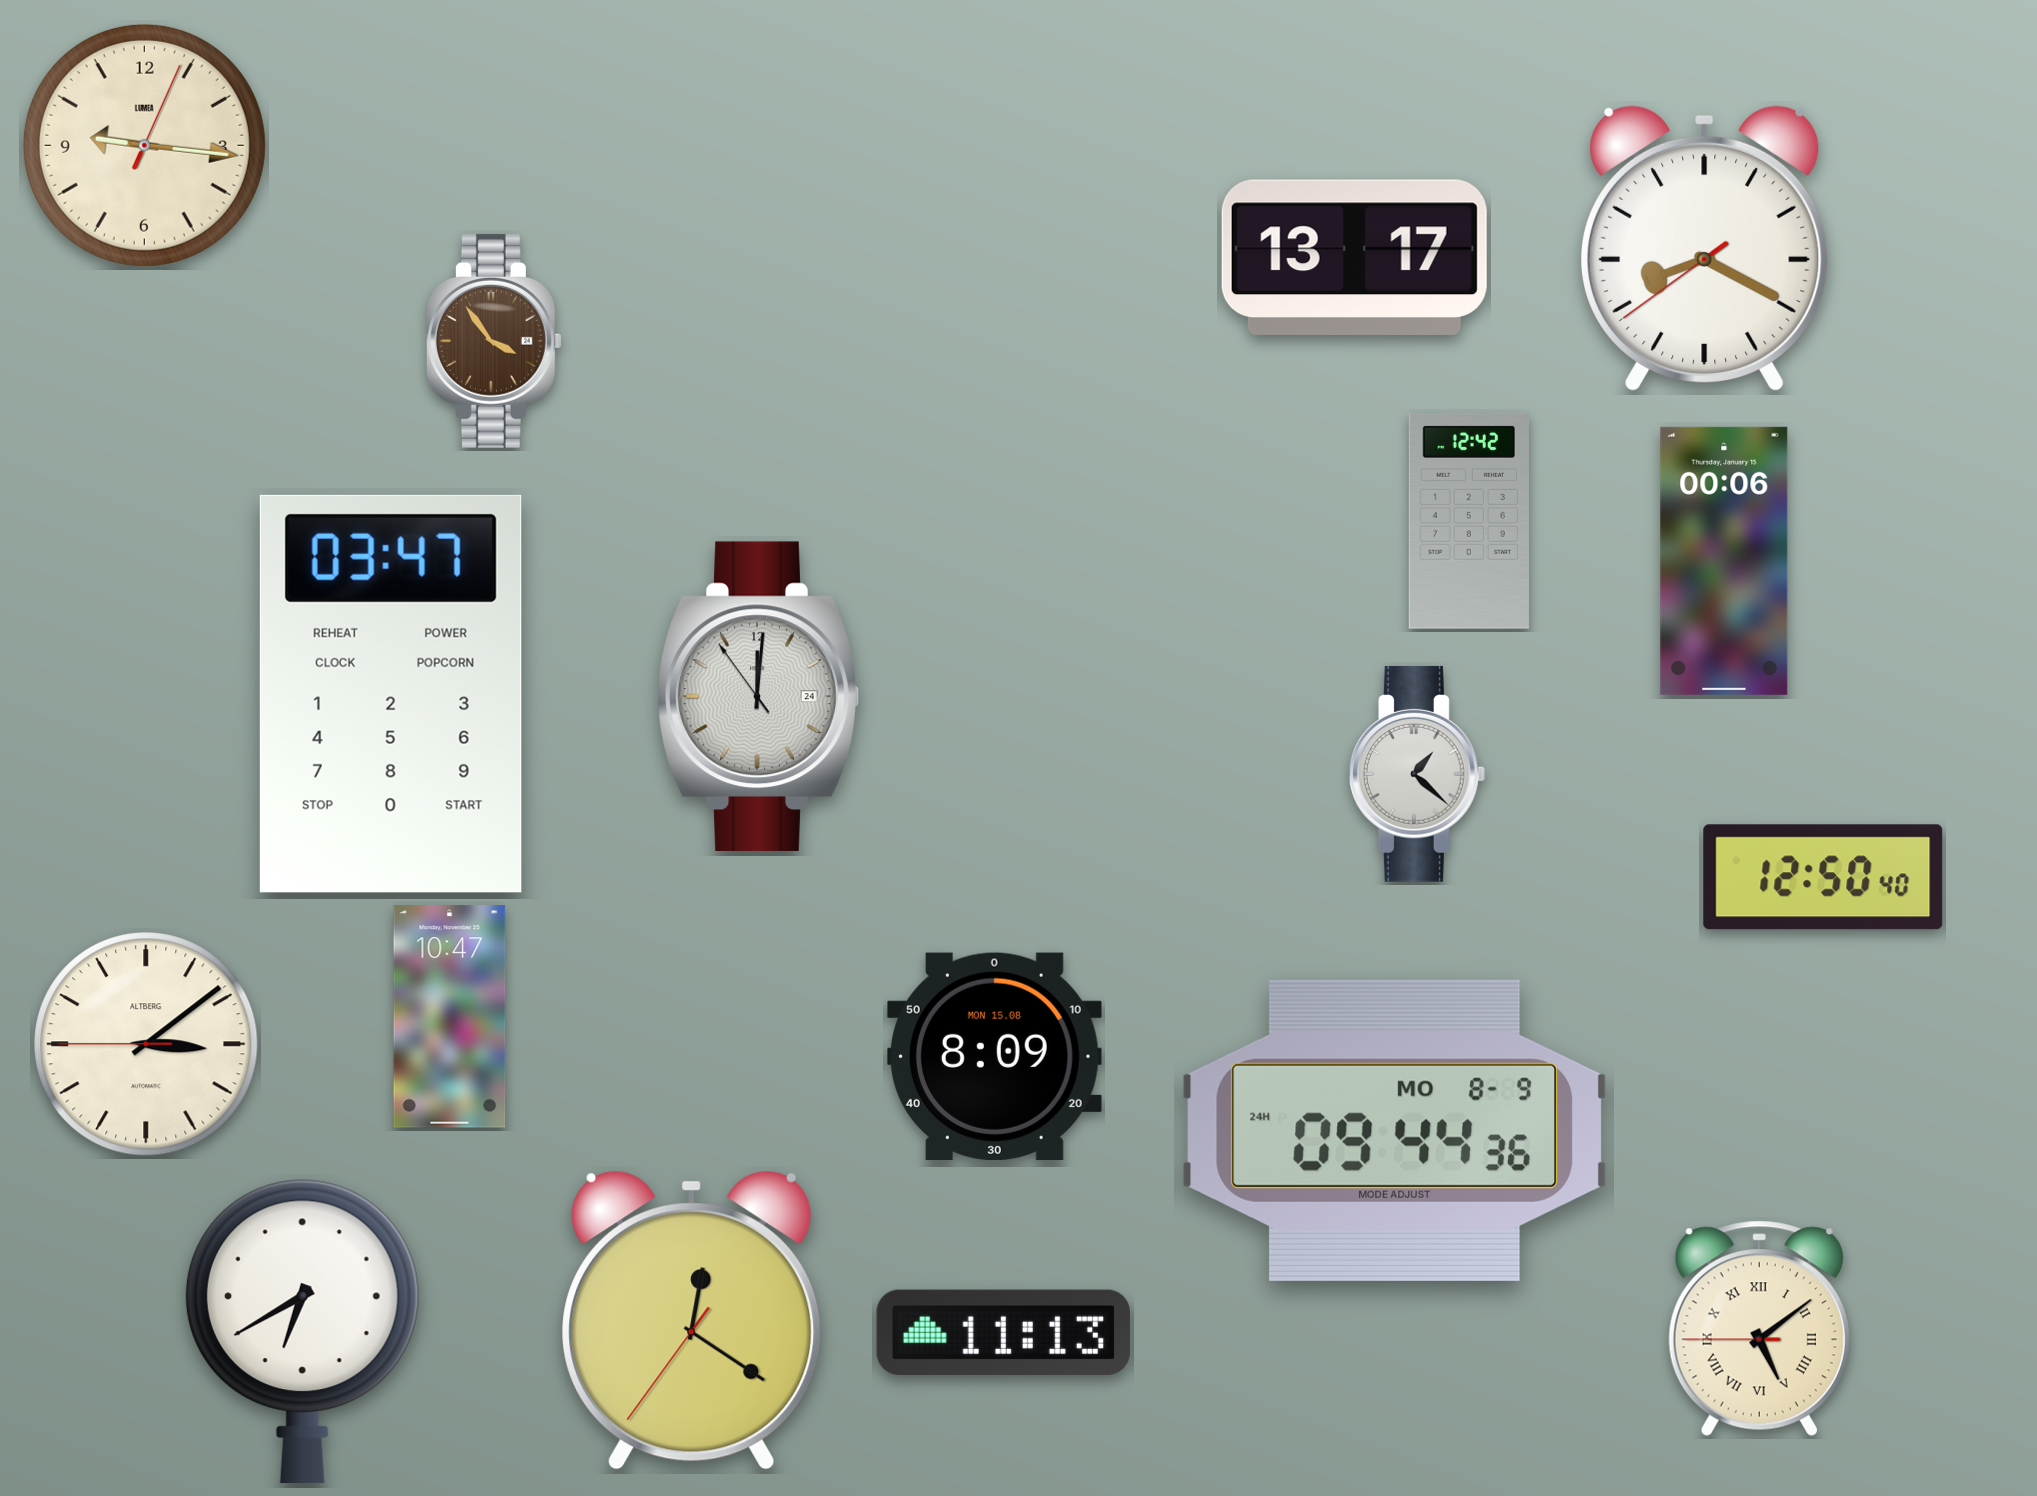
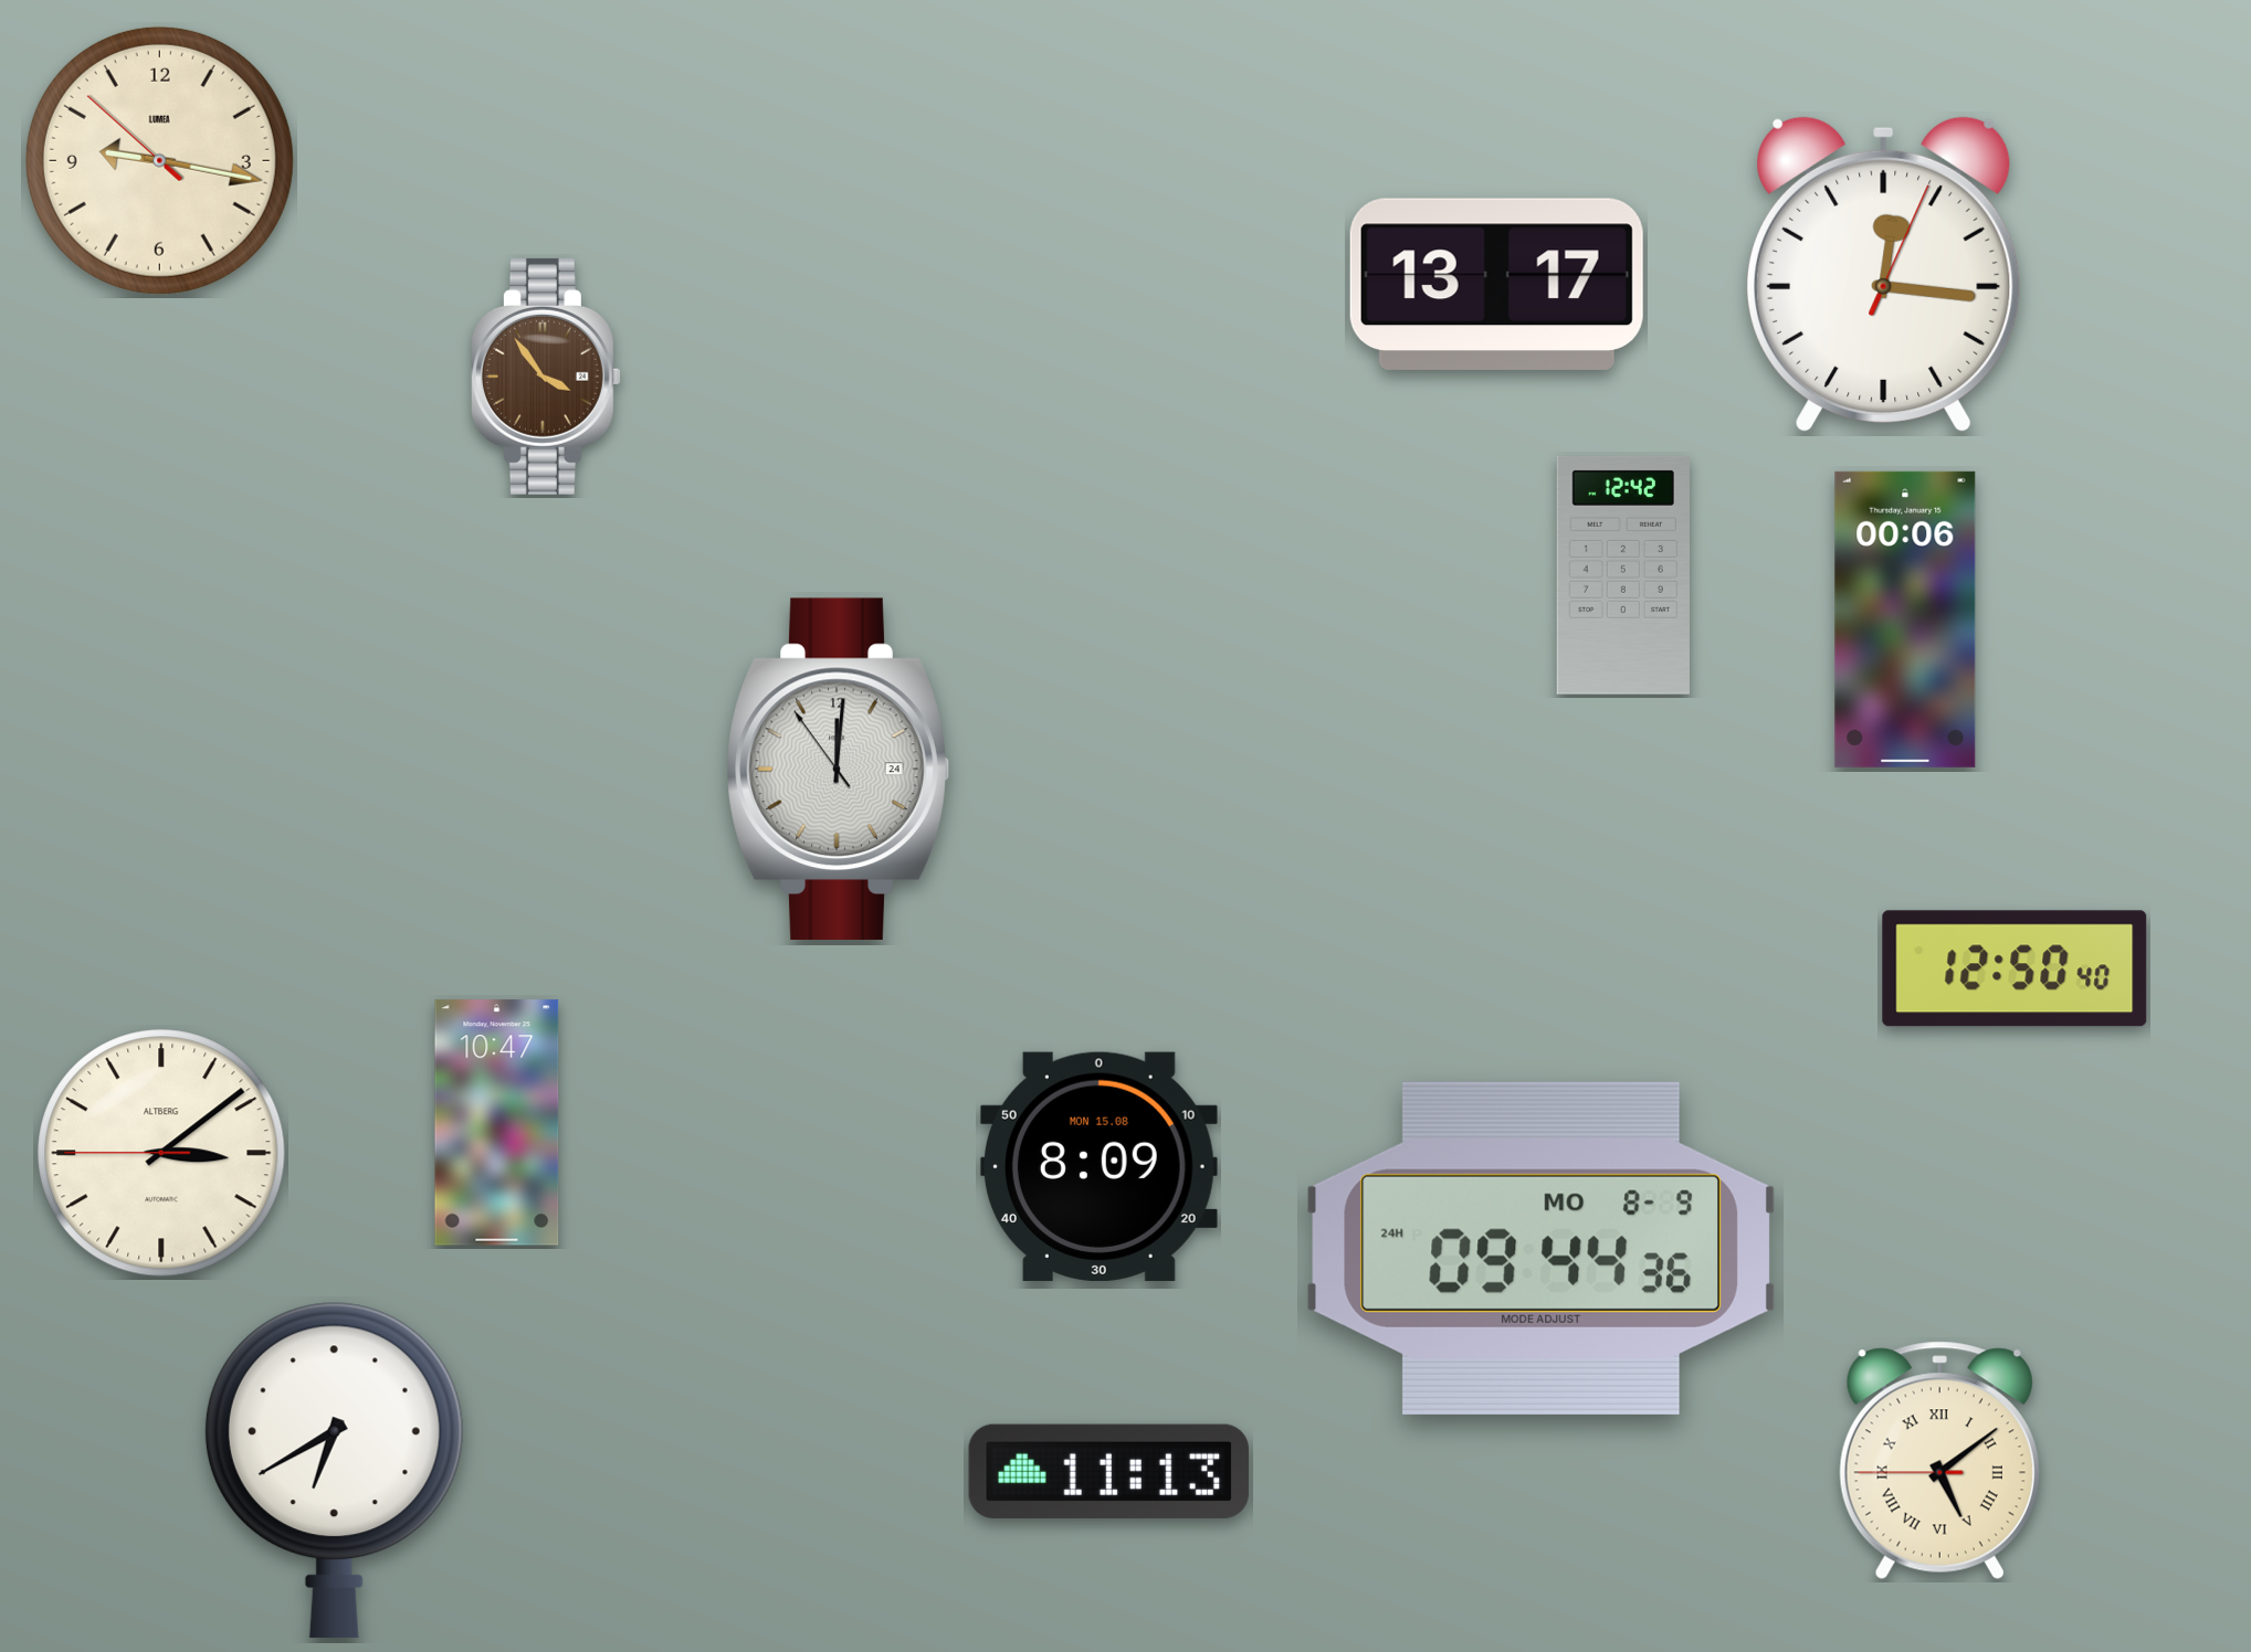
clock at (144, 145): 9:16:04 -> 9:16:52
clock at (1705, 249): 8:19 -> 12:16
clock at (391, 694): 03:47 -> none
clock at (1417, 774): 1:22 -> none
clock at (692, 1320): 12:20 -> none
clock at (1759, 1329) position: (1759, 1329) -> (1939, 1461)
